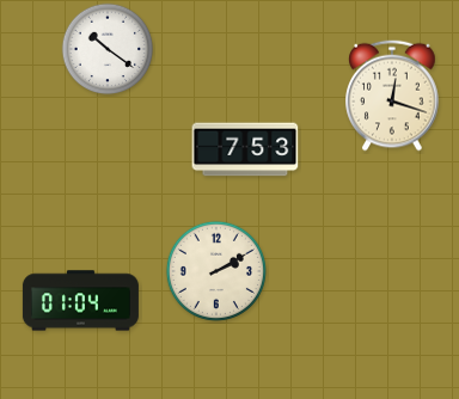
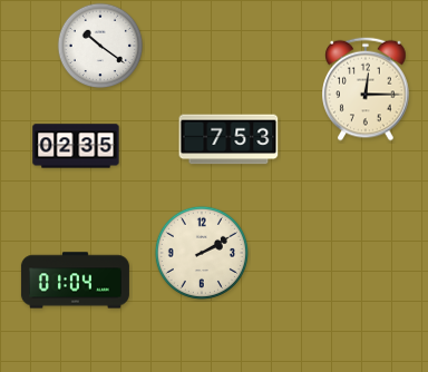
clock at (392, 96): 12:18 -> 12:15
clock at (76, 146): none -> 02:35
